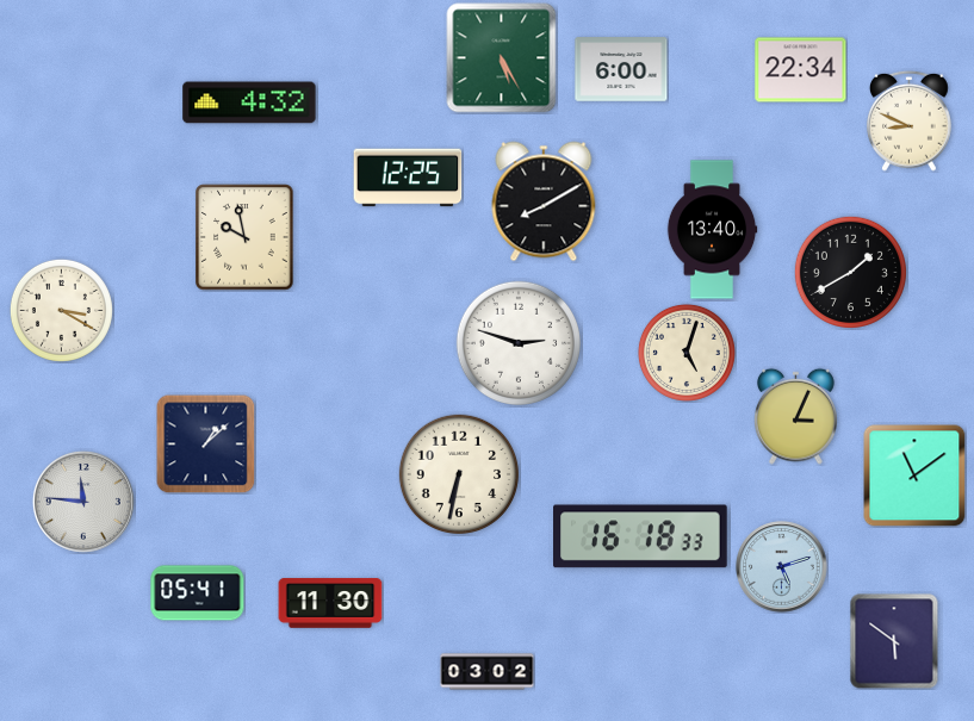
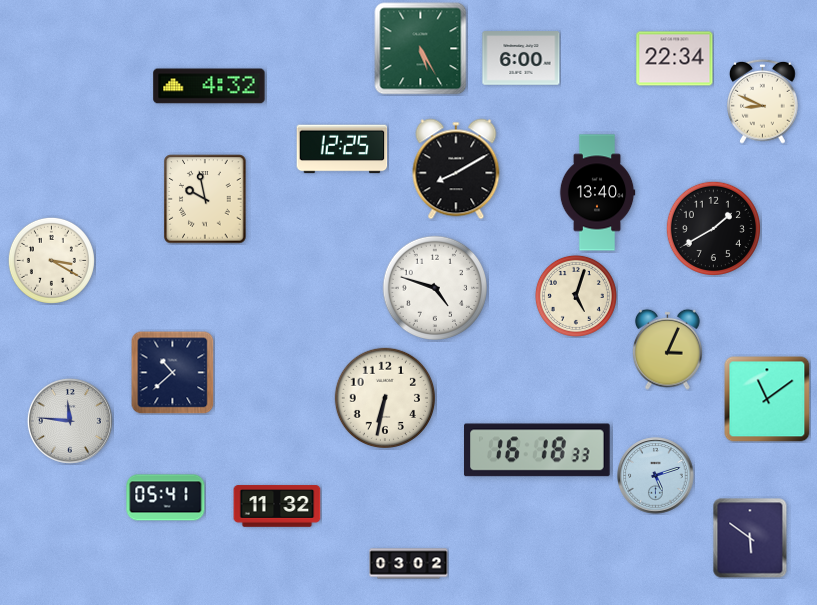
clock at (801, 70) position: (801, 70) -> (675, 59)
clock at (517, 342): 2:48 -> 4:48
clock at (205, 443): 1:08 -> 10:38
clock at (330, 603): 11:30 -> 11:32
